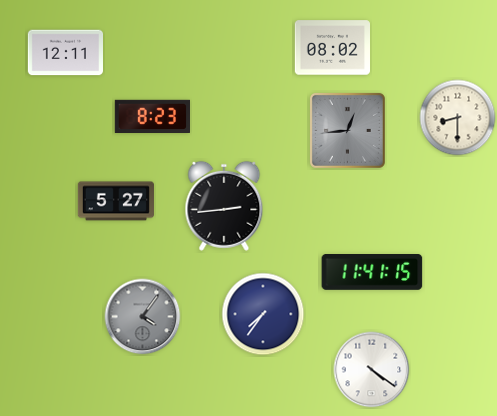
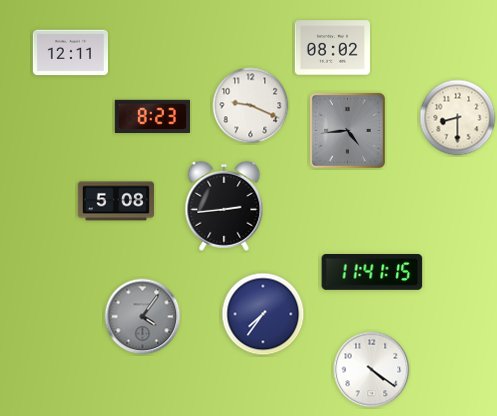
clock at (65, 53) position: (65, 53) -> (70, 53)
clock at (251, 106): none -> 9:19
clock at (347, 130): 12:44 -> 4:44
clock at (116, 201): 5:27 -> 5:08
